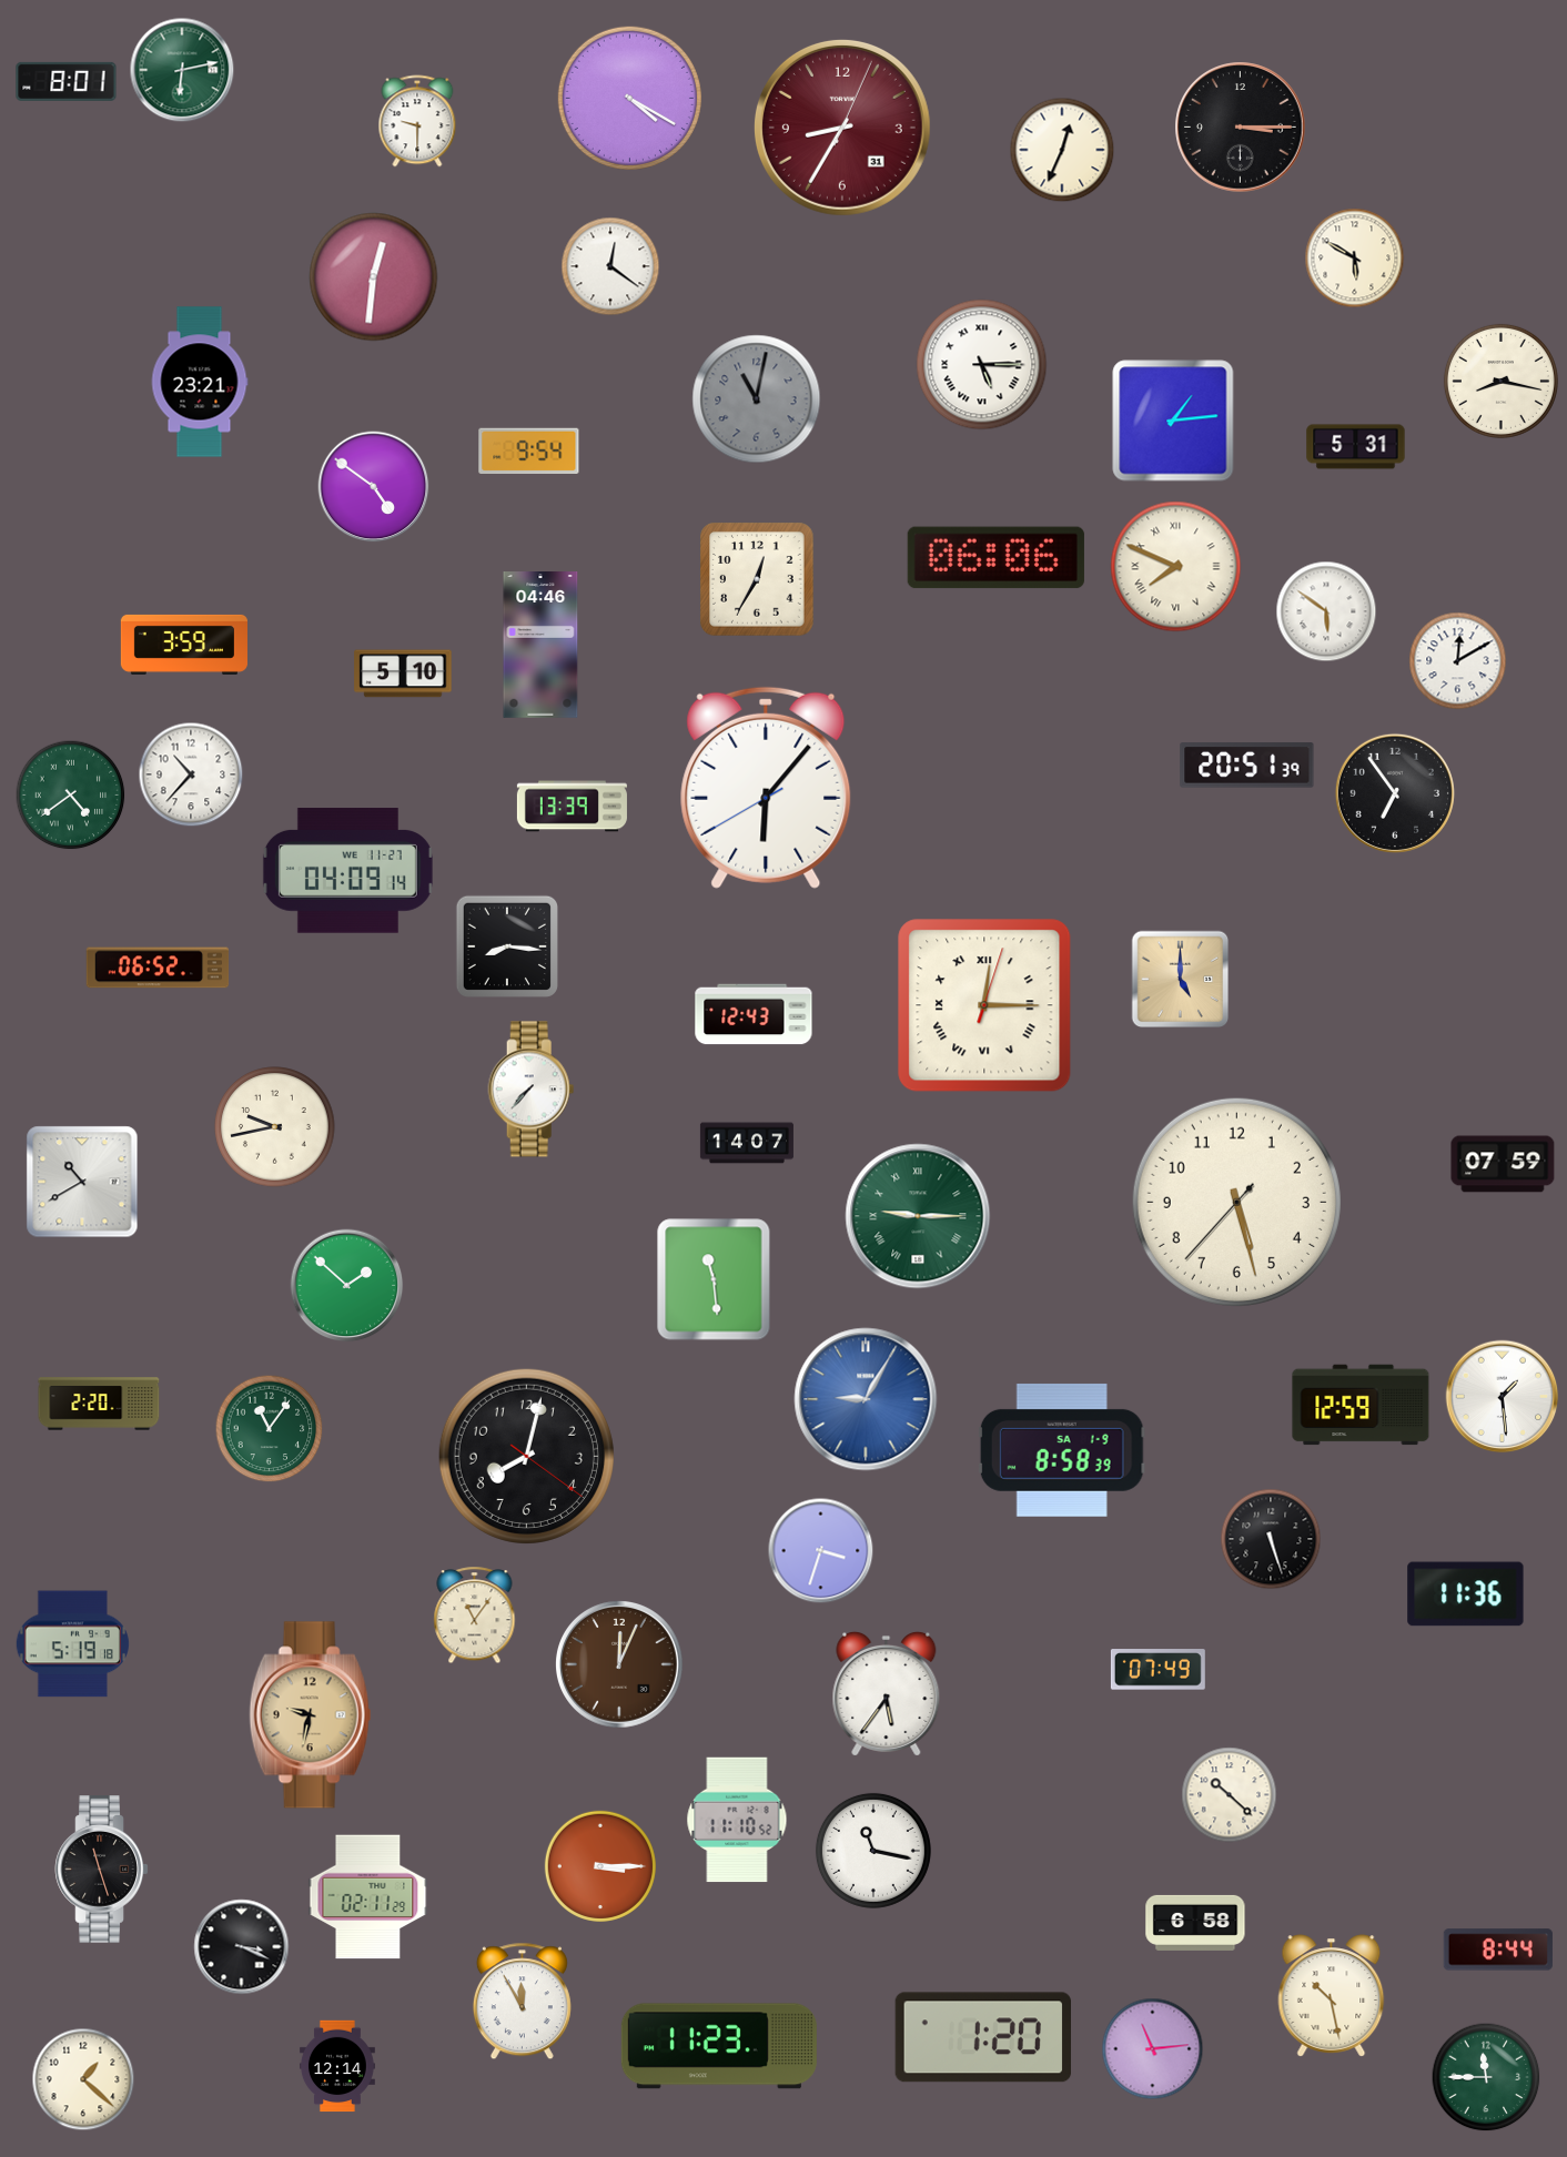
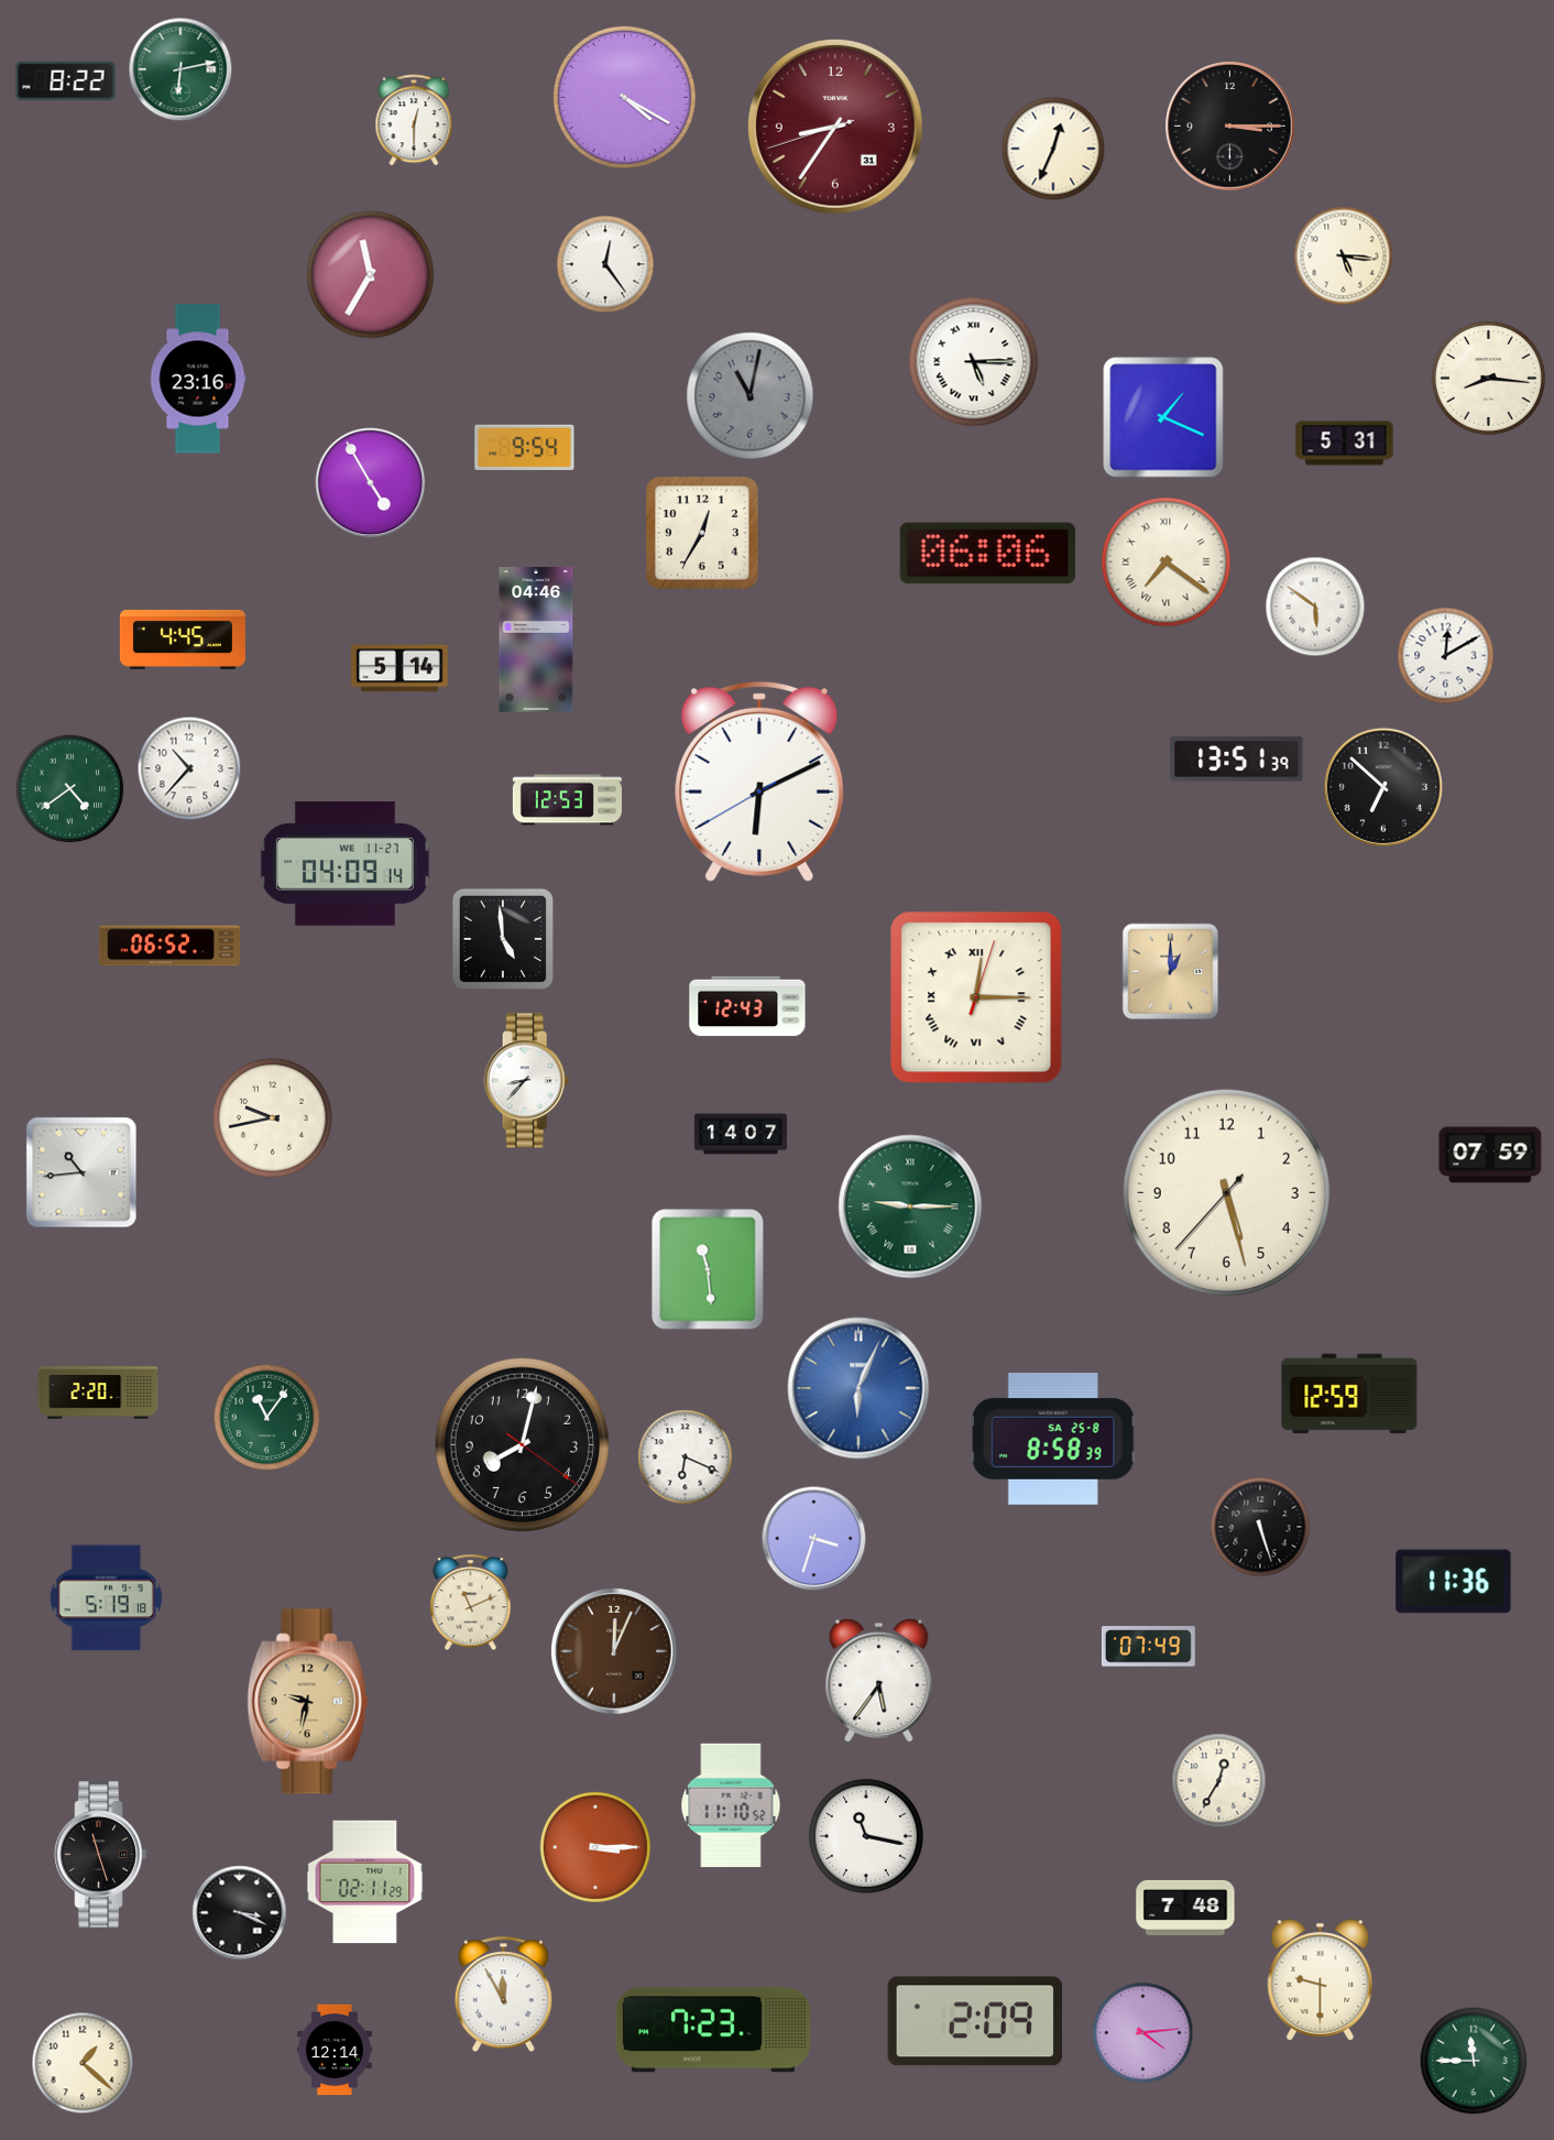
clock at (67, 81): 8:01 -> 8:22
clock at (417, 121): 9:30 -> 12:30
clock at (842, 128): 8:35:04 -> 8:35:42
clock at (1355, 259): 5:50 -> 5:16
clock at (610, 266): 12:21 -> 12:24
clock at (374, 277): 12:31 -> 11:35
clock at (1500, 381): 8:17 -> 8:16
clock at (200, 382): 23:21 -> 23:16
clock at (1173, 421): 1:14 -> 1:19
clock at (374, 487): 4:51 -> 4:55
clock at (1176, 567): 7:49 -> 7:21
clock at (757, 579) position: (757, 579) -> (702, 533)
clock at (184, 645): 3:59 -> 4:45
clock at (403, 674): 5:10 -> 5:14
clock at (1247, 766): 20:51 -> 13:51
clock at (766, 788): 6:06 -> 6:10
clock at (1395, 793): 6:54 -> 6:52
clock at (572, 807): 13:39 -> 12:53
clock at (507, 946): 8:16 -> 4:59
clock at (158, 968) position: (158, 968) -> (169, 946)
clock at (1181, 980): 5:00 -> 1:00
clock at (532, 1090): 7:37 -> 8:37
clock at (82, 1182): 10:40 -> 10:44
clock at (347, 1286): 1:52 -> none
clock at (1503, 1397): 1:29 -> none
clock at (866, 1399): 9:05 -> 6:04
clock at (1062, 1450) date: SA 1-9 -> SA 25-8
clock at (686, 1457): none -> 6:19
clock at (475, 1616): 11:06 -> 11:11
clock at (72, 1644) position: (72, 1644) -> (106, 1598)
clock at (1157, 1670) position: (1157, 1670) -> (1148, 1647)
clock at (1230, 1795): 10:22 -> 12:35
clock at (600, 1866) position: (600, 1866) -> (595, 1847)
clock at (1195, 1923): 6:58 -> 7:48
clock at (242, 1947) position: (242, 1947) -> (240, 1913)
clock at (1498, 1950): 8:44 -> none
clock at (1332, 1996): 10:28 -> 9:30
clock at (522, 2002) position: (522, 2002) -> (503, 1995)
clock at (982, 2037): 1:20 -> 2:09
clock at (719, 2046): 11:23 -> 7:23
clock at (1153, 2049): 11:14 -> 4:14
